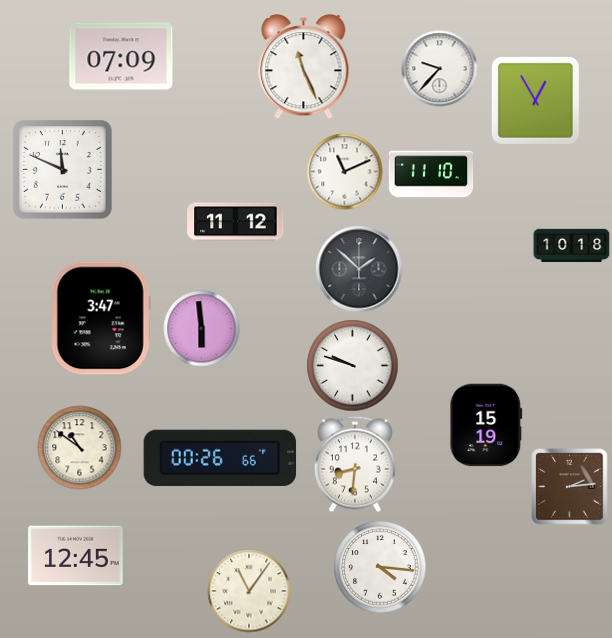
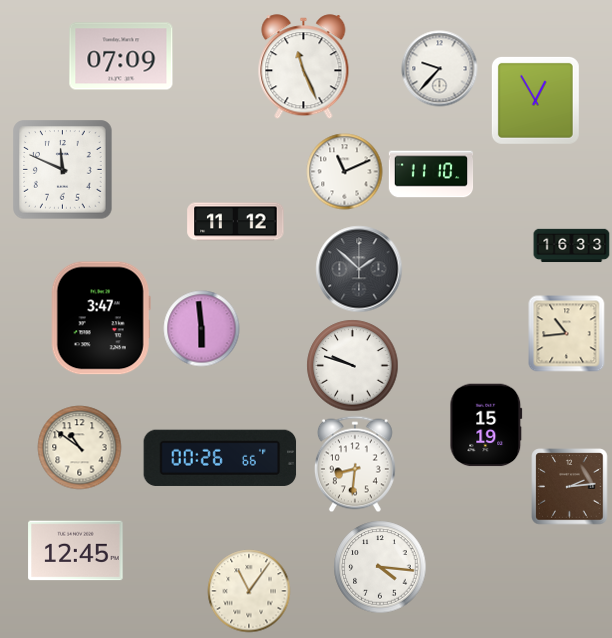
clock at (572, 246): 10:18 -> 16:33
clock at (567, 334): none -> 10:44
clock at (76, 556) position: (76, 556) -> (76, 551)
